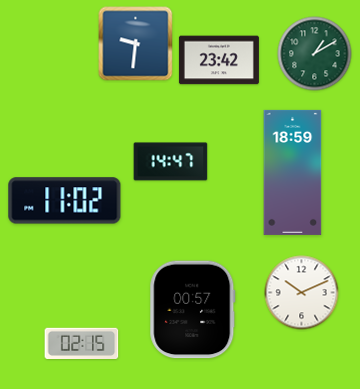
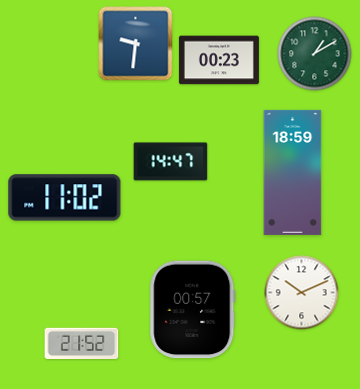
clock at (219, 60): 23:42 -> 00:23
clock at (65, 201) position: (65, 201) -> (65, 198)
clock at (82, 343): 02:15 -> 21:52
